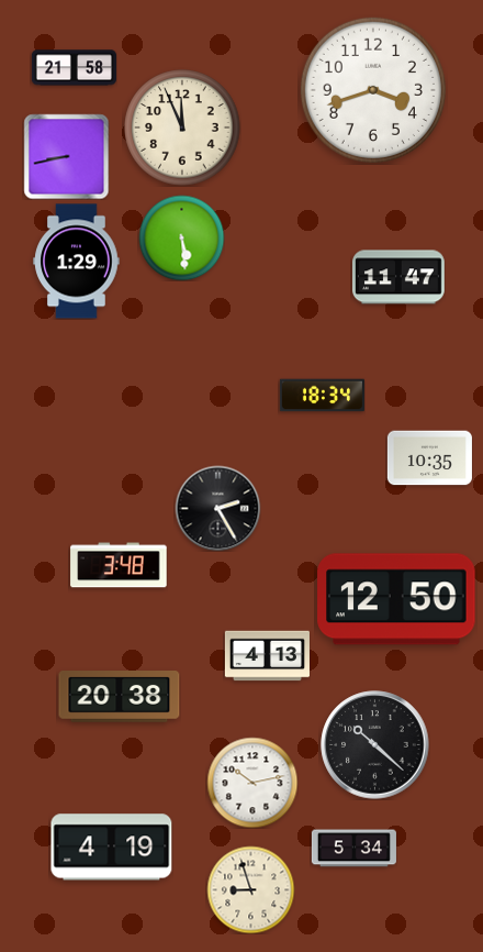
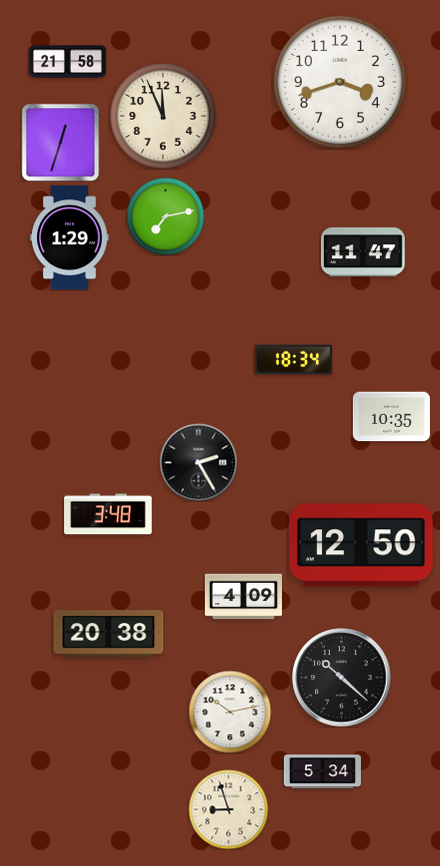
clock at (182, 128) position: (182, 128) -> (163, 116)
clock at (66, 156): 8:43 -> 12:33
clock at (181, 237): 5:29 -> 7:13
clock at (267, 656): 4:13 -> 4:09
clock at (112, 848): 4:19 -> none
